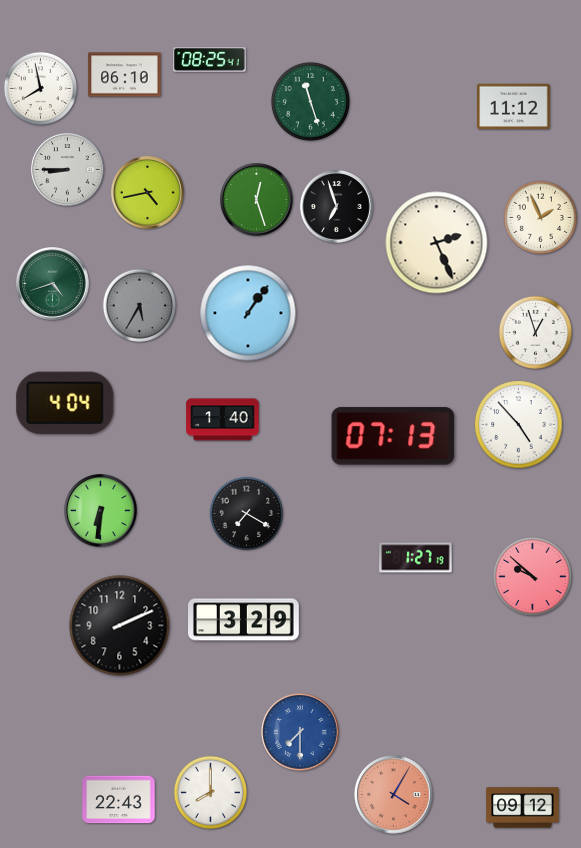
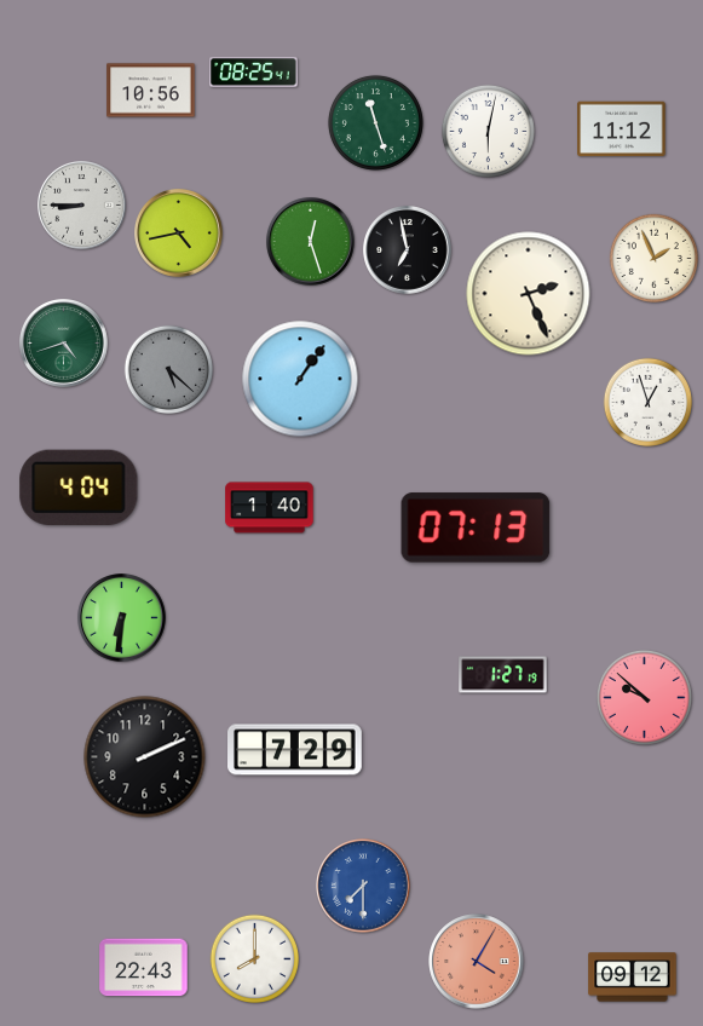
clock at (125, 75): 06:10 -> 10:56
clock at (40, 88): 7:58 -> none
clock at (488, 131): none -> 6:02
clock at (337, 207): 6:57 -> 6:58
clock at (540, 217) position: (540, 217) -> (653, 258)
clock at (139, 305): 5:35 -> 5:22
clock at (519, 425): 4:53 -> none
clock at (246, 513): 7:20 -> none
clock at (244, 620): 3:29 -> 7:29
